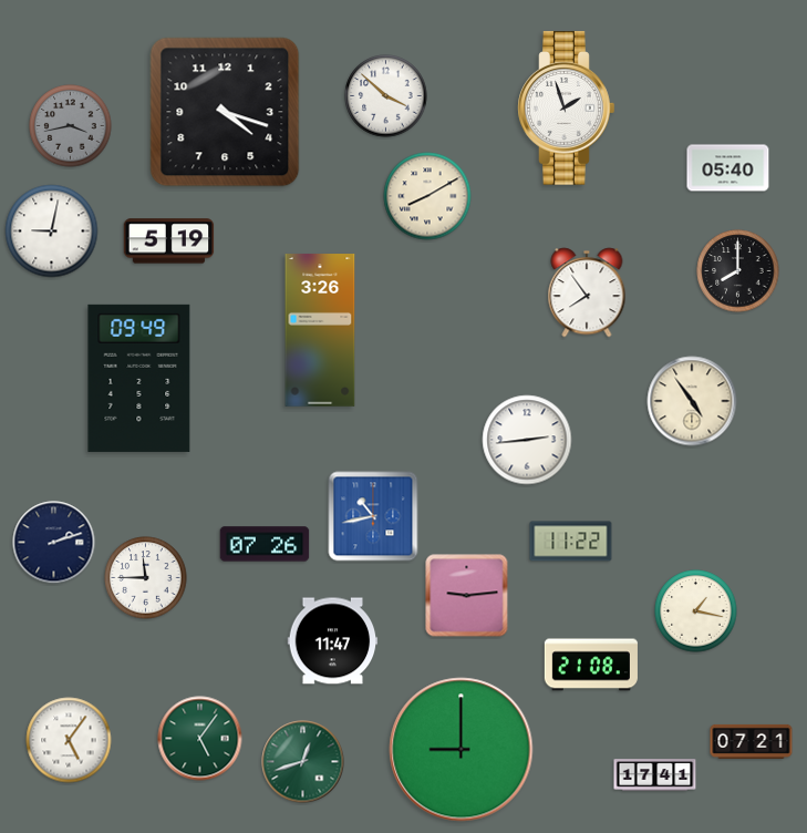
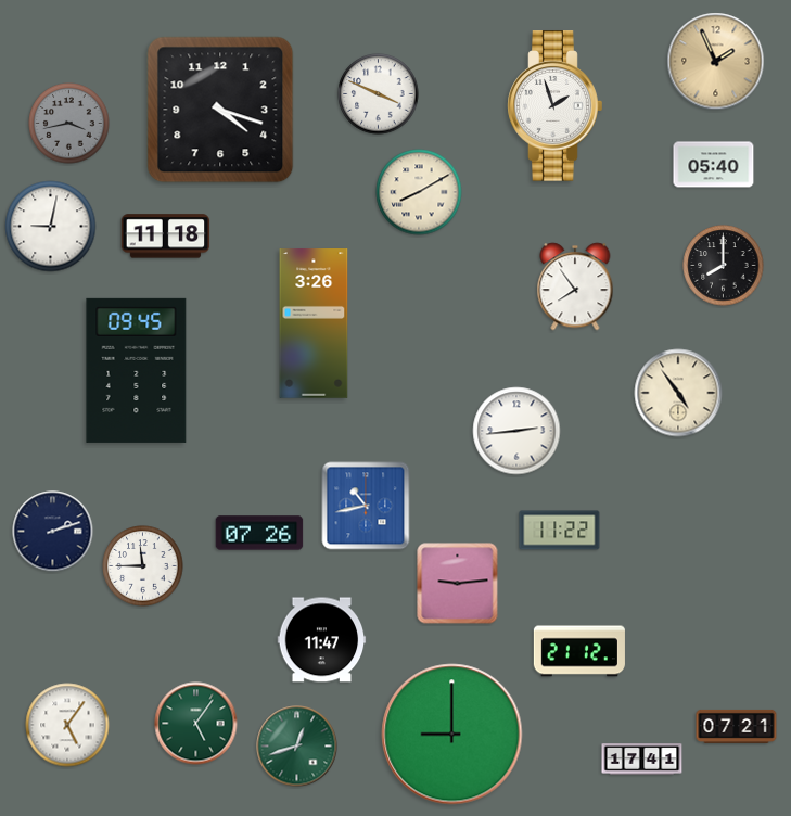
clock at (716, 62): none -> 1:56
clock at (386, 96): 3:52 -> 3:49
clock at (169, 241): 5:19 -> 11:18
clock at (139, 378): 09:49 -> 09:45
clock at (696, 611): 1:17 -> none
clock at (333, 641) position: (333, 641) -> (322, 640)
clock at (591, 665): 21:08 -> 21:12
